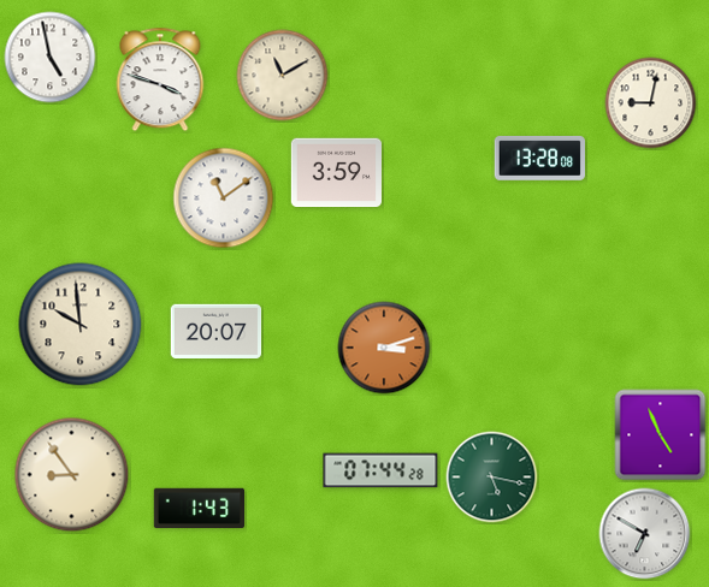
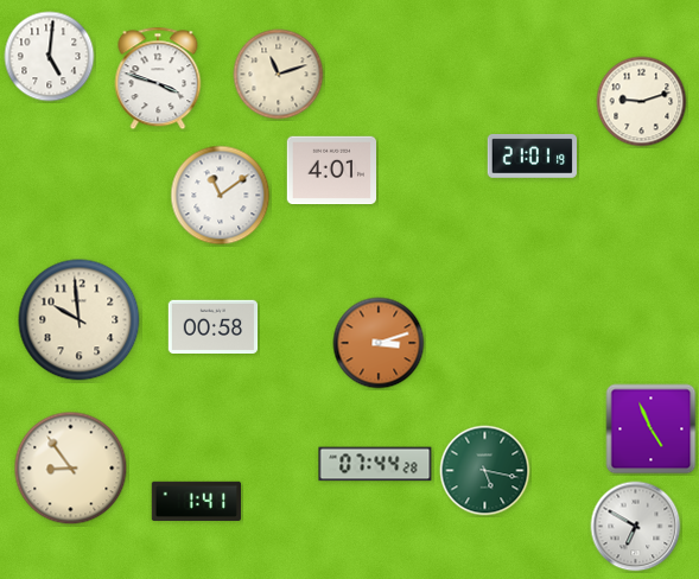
clock at (51, 58): 4:58 -> 5:01
clock at (283, 76): 11:10 -> 11:12
clock at (651, 103): 9:02 -> 9:12
clock at (539, 159): 13:28 -> 21:01
clock at (336, 173): 3:59 -> 4:01
clock at (217, 332): 20:07 -> 00:58
clock at (199, 508): 1:43 -> 1:41
